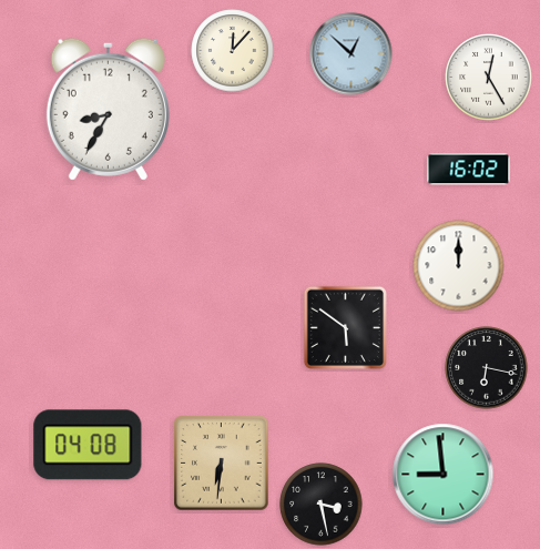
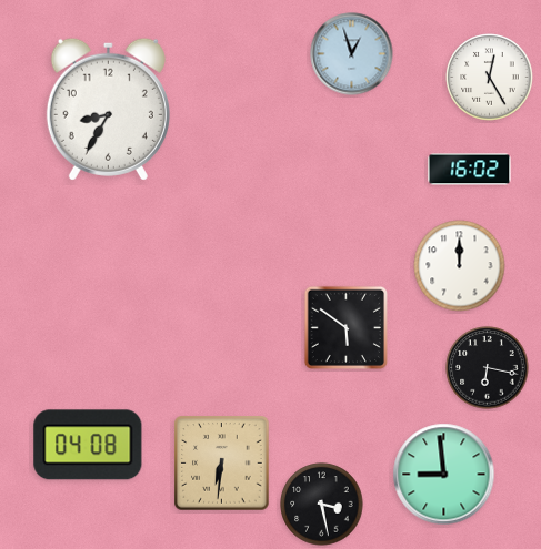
clock at (233, 51): 12:07 -> none
clock at (351, 54): 12:52 -> 12:57
